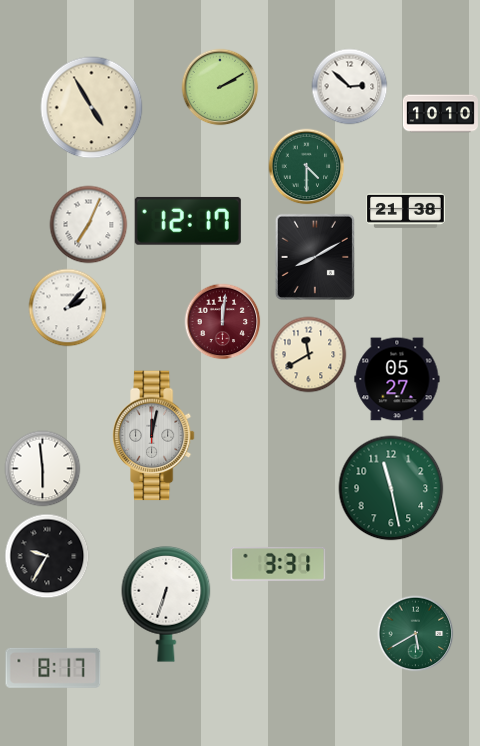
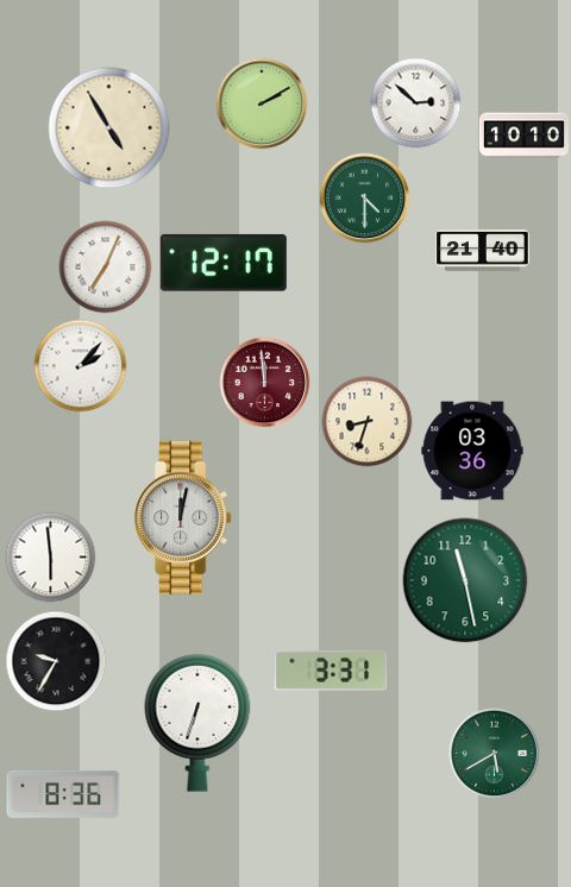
clock at (406, 211): 21:38 -> 21:40
clock at (315, 257): 8:10 -> none
clock at (223, 322): 12:01 -> 11:59
clock at (309, 355): 11:40 -> 8:33
clock at (397, 379): 05:27 -> 03:36
clock at (166, 605) position: (166, 605) -> (197, 724)
clock at (53, 668): 8:17 -> 8:36
